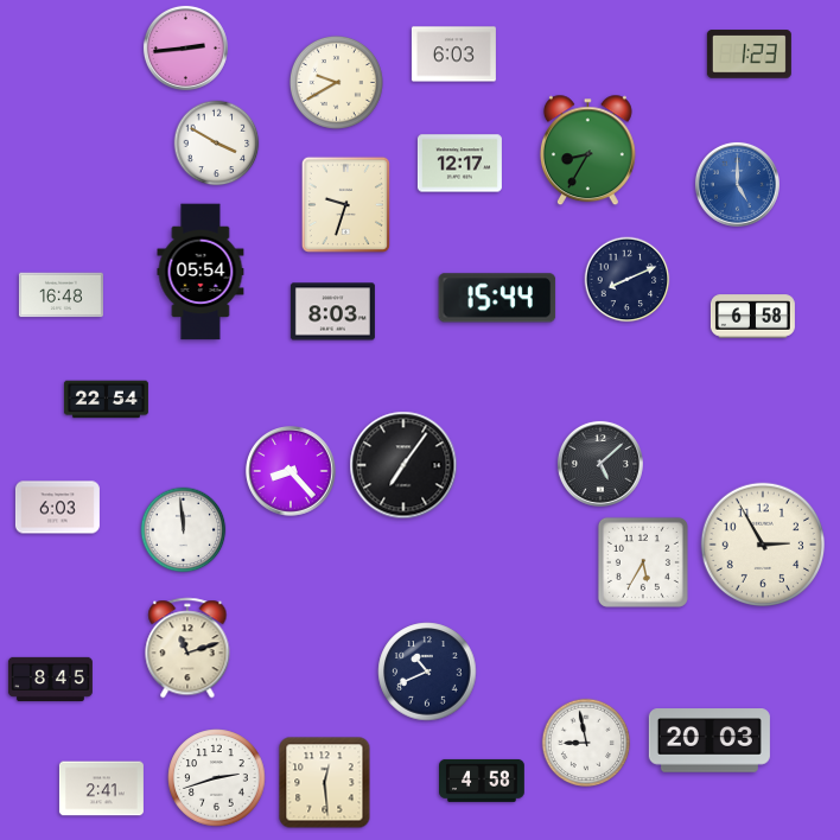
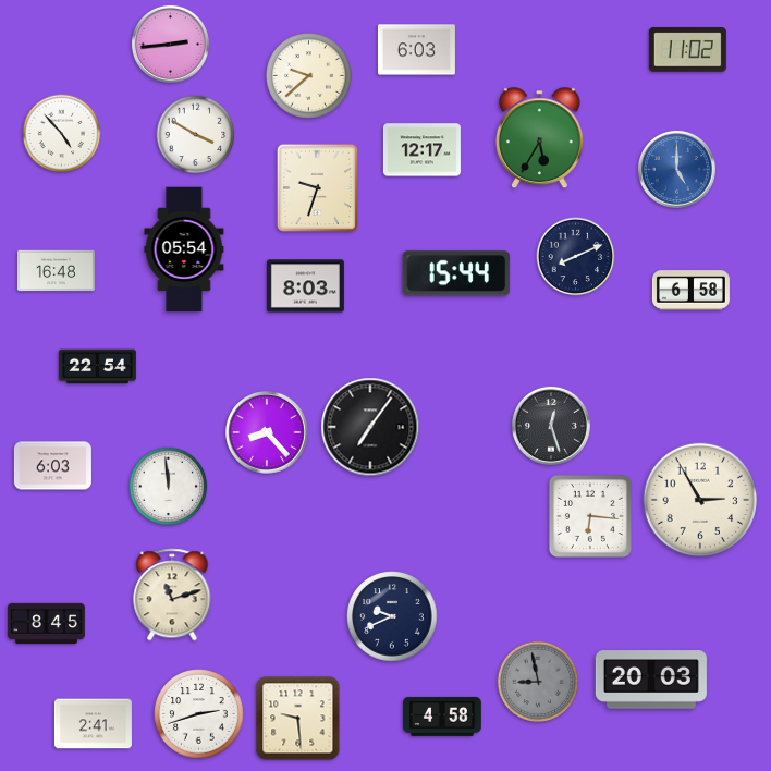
clock at (749, 55): 1:23 -> 11:02
clock at (336, 82): 9:40 -> 9:38
clock at (217, 144) position: (217, 144) -> (196, 135)
clock at (62, 134): none -> 4:53
clock at (587, 151): 8:35 -> 5:35
clock at (600, 464): 5:08 -> 12:27
clock at (643, 562): 5:35 -> 6:16
clock at (427, 672): 10:41 -> 9:41
clock at (586, 743) dial: white -> grey
clock at (325, 783): 12:29 -> 9:29
